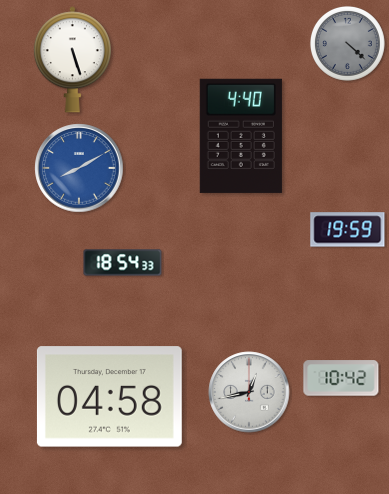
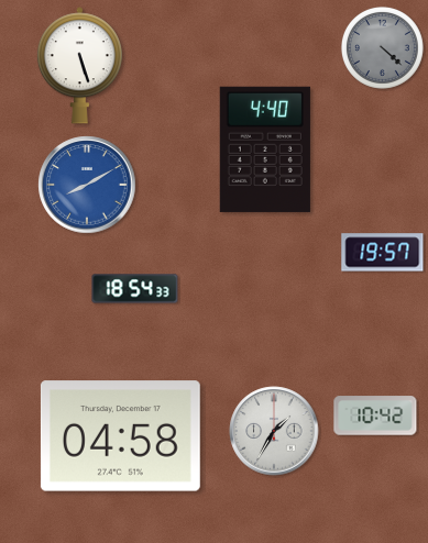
clock at (348, 230): 19:59 -> 19:57
clock at (249, 392): 12:43 -> 1:35
